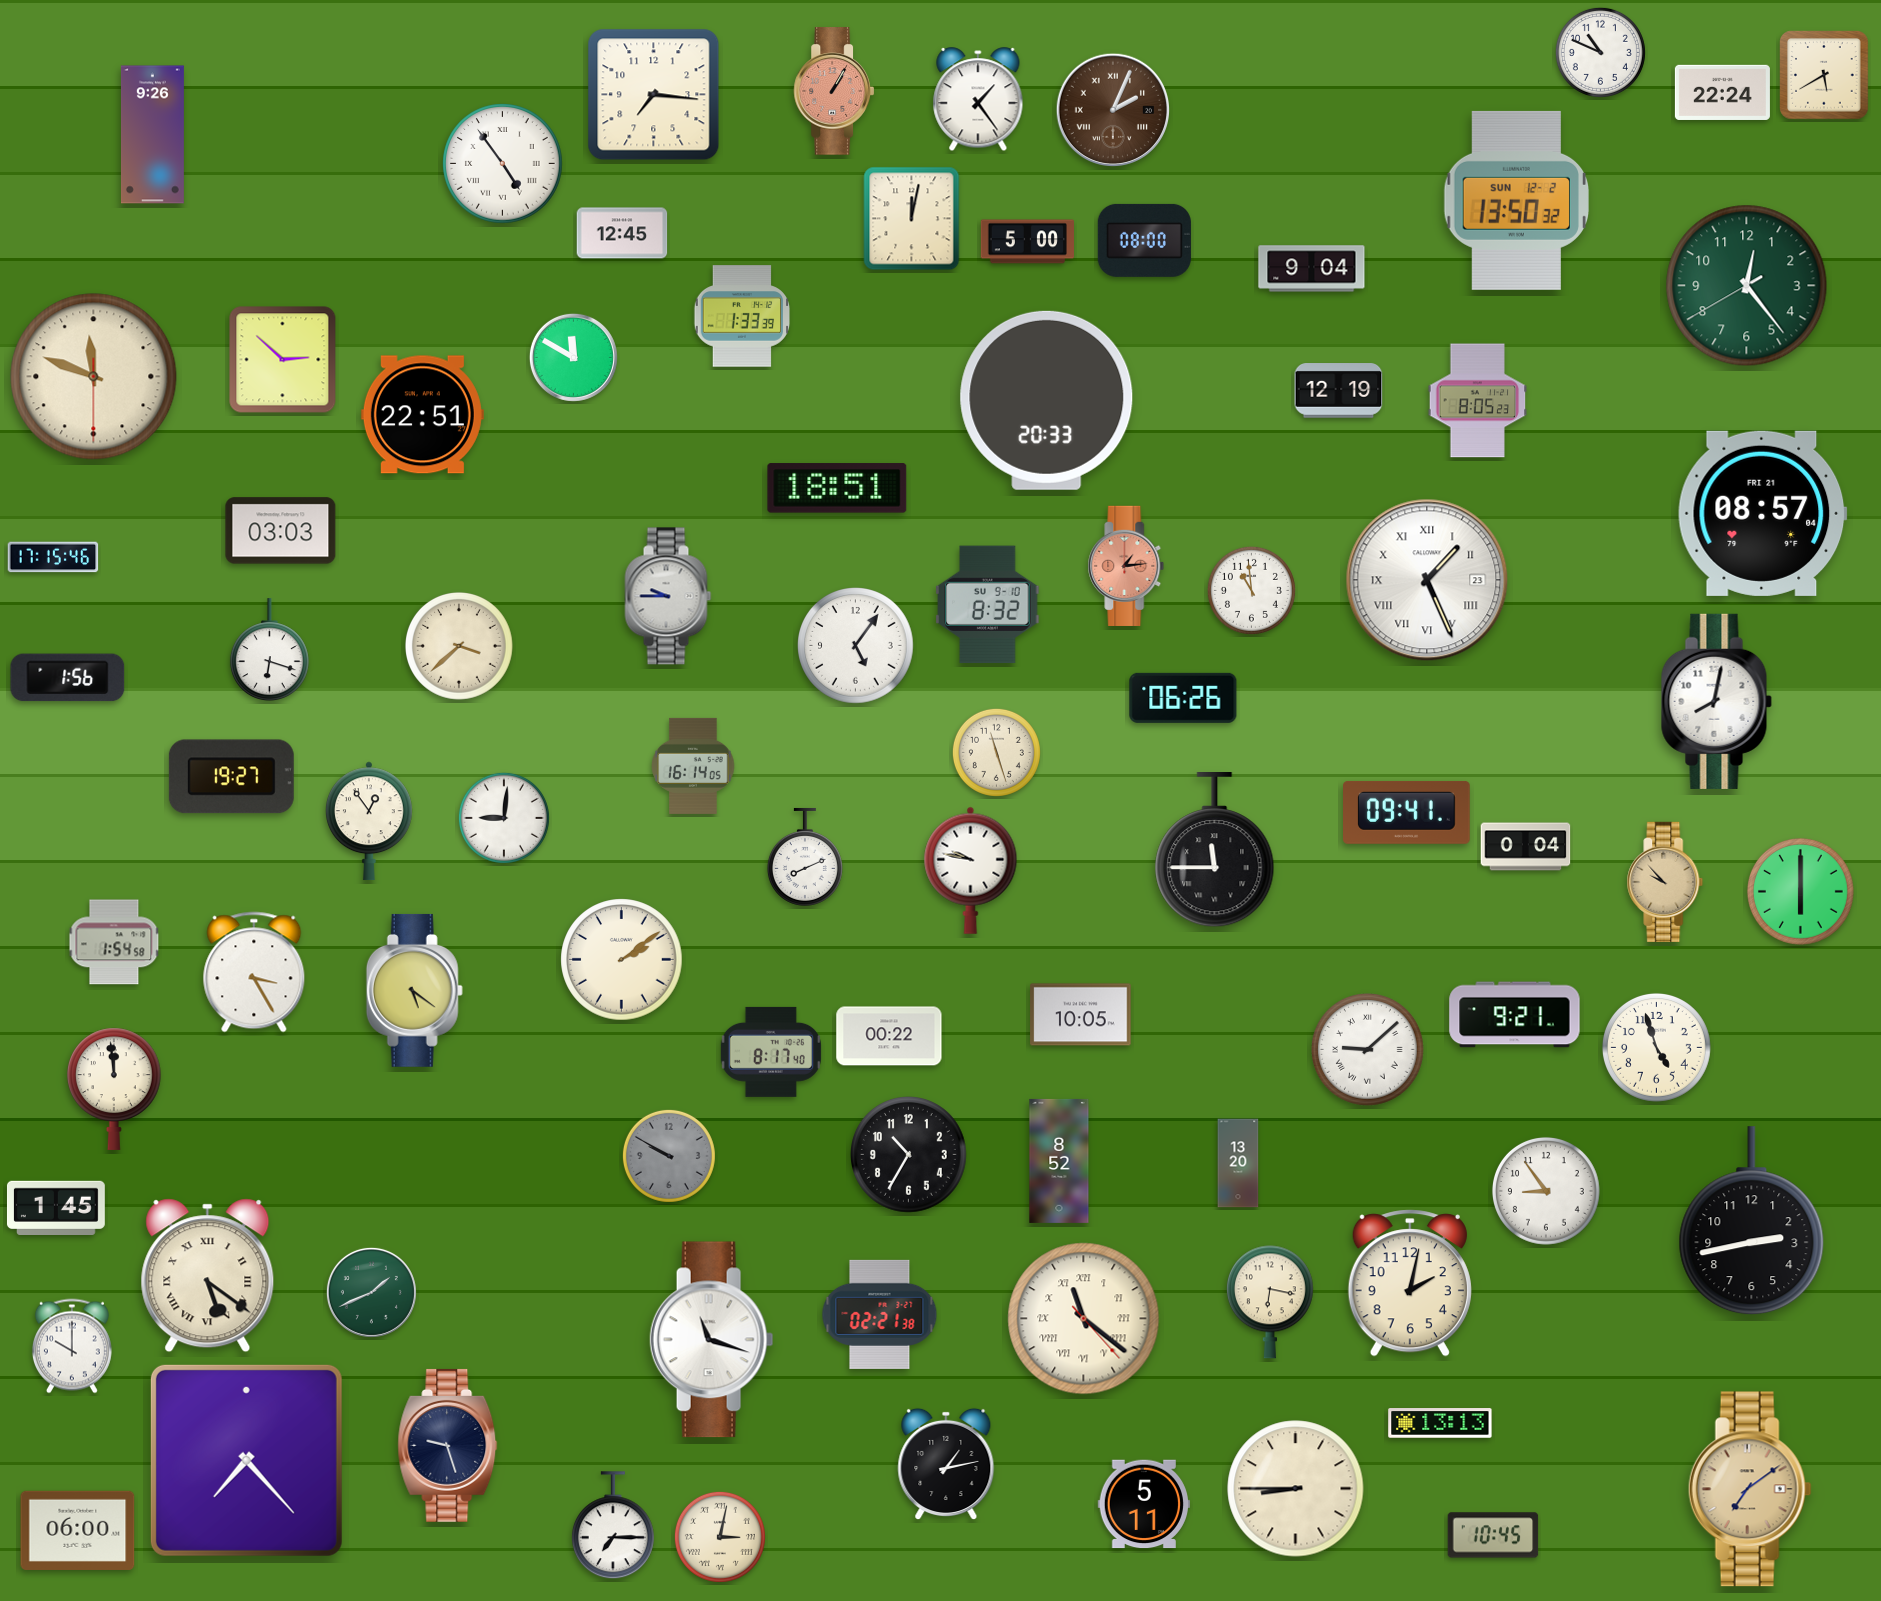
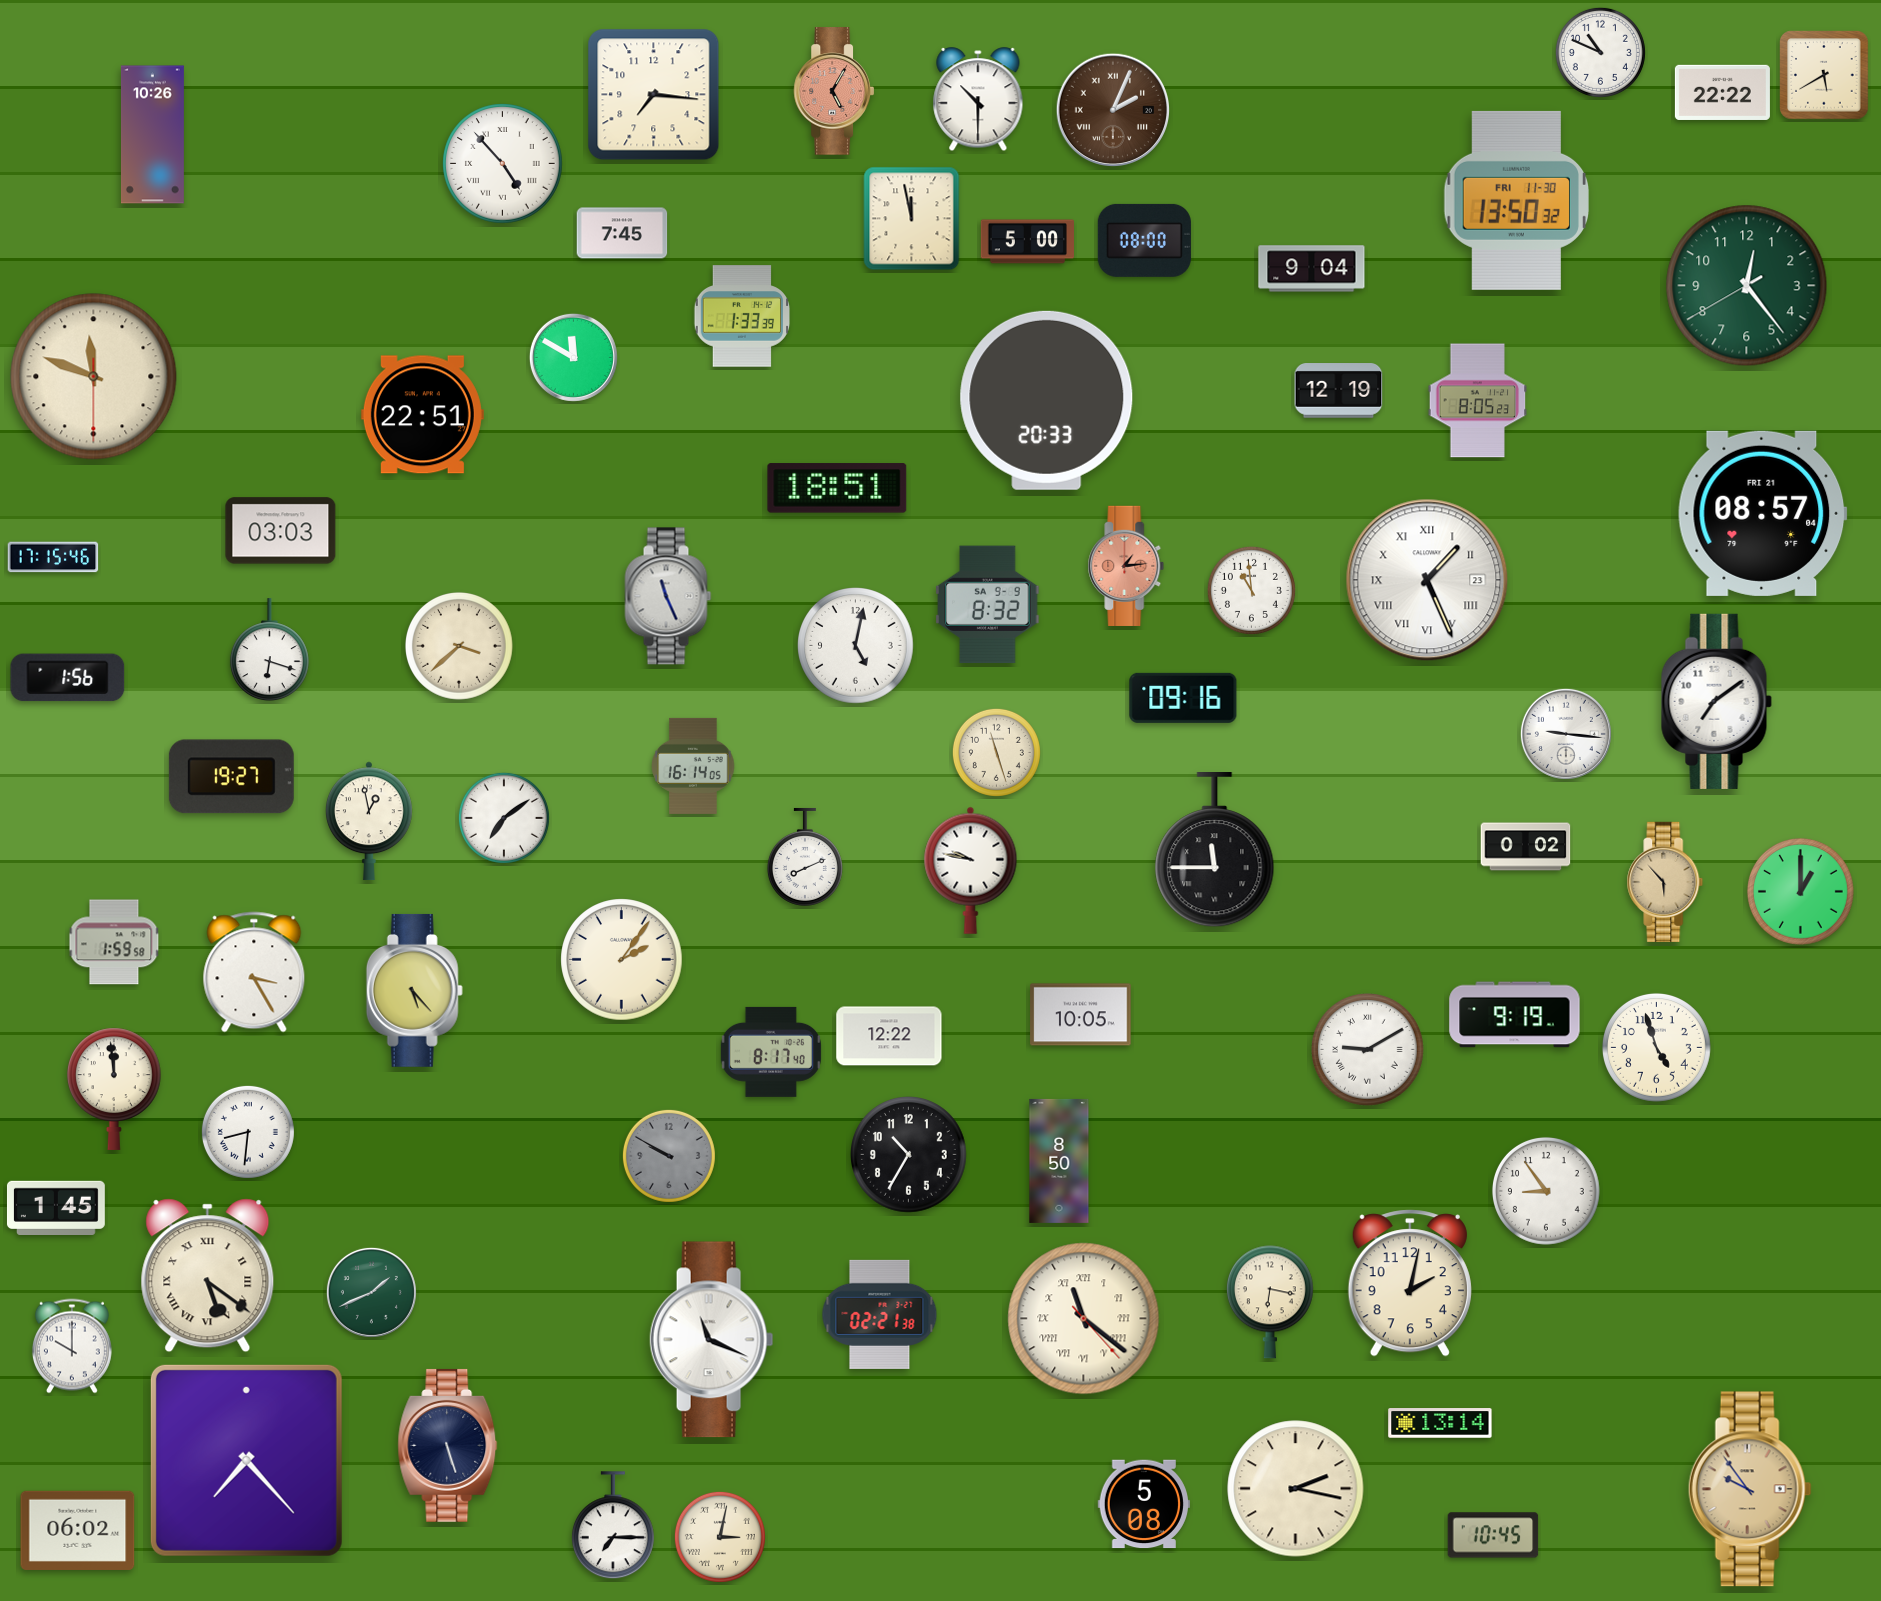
clock at (833, 91): 1:05 -> 5:05
clock at (1722, 92): 22:24 -> 22:22
clock at (978, 100): 1:24 -> 10:30
clock at (152, 135): 9:26 -> 10:26
clock at (503, 164): 4:54 -> 4:53
clock at (1516, 200) date: SUN 12-2 -> FRI 11-30
clock at (912, 219): 12:02 -> 11:58
clock at (622, 233): 12:45 -> 7:45
clock at (283, 360): 2:52 -> none
clock at (668, 596): 9:45 -> 11:26
clock at (988, 605) date: SU 9-10 -> SA 9-9
clock at (856, 646): 5:06 -> 5:02
clock at (1183, 698): 06:26 -> 09:16
clock at (1716, 701): 8:02 -> 7:09
clock at (1566, 734): none -> 9:16
clock at (1407, 812): 09:41 -> none
clock at (504, 818): 9:01 -> 7:09
clock at (369, 821): 12:54 -> 12:58
clock at (1526, 847): 0:04 -> 0:02
clock at (1665, 882): 9:53 -> 5:53
clock at (1800, 891): 6:00 -> 1:00
clock at (114, 942): 1:54 -> 1:59
clock at (622, 960): 2:09 -> 2:06
clock at (414, 990): 5:21 -> 5:23
clock at (1515, 1015): 9:21 -> 9:19
clock at (889, 1036): 00:22 -> 12:22
clock at (1368, 1050): 9:08 -> 9:10
clock at (248, 1132): none -> 8:31
clock at (1059, 1161): 8:52 -> 8:50
clock at (1238, 1163): 13:20 -> none
clock at (1752, 1221): 2:43 -> none
clock at (712, 1340): 11:18 -> 11:19
clock at (1440, 1423): 13:13 -> 13:14
clock at (448, 1445): 9:27 -> 5:27
clock at (946, 1464): 1:13 -> none
clock at (1296, 1489): 8:45 -> 2:17
clock at (1750, 1489): 7:09 -> 9:54
clock at (1143, 1504): 5:11 -> 5:08
clock at (78, 1530): 06:00 -> 06:02
